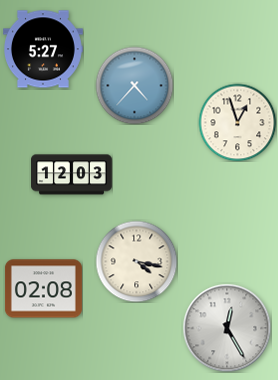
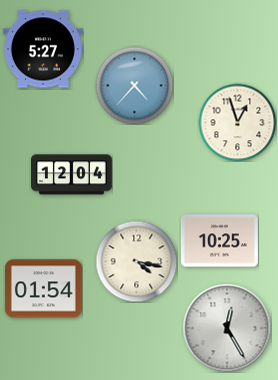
clock at (72, 175): 12:03 -> 12:04
clock at (219, 241): none -> 10:25
clock at (43, 289): 02:08 -> 01:54
